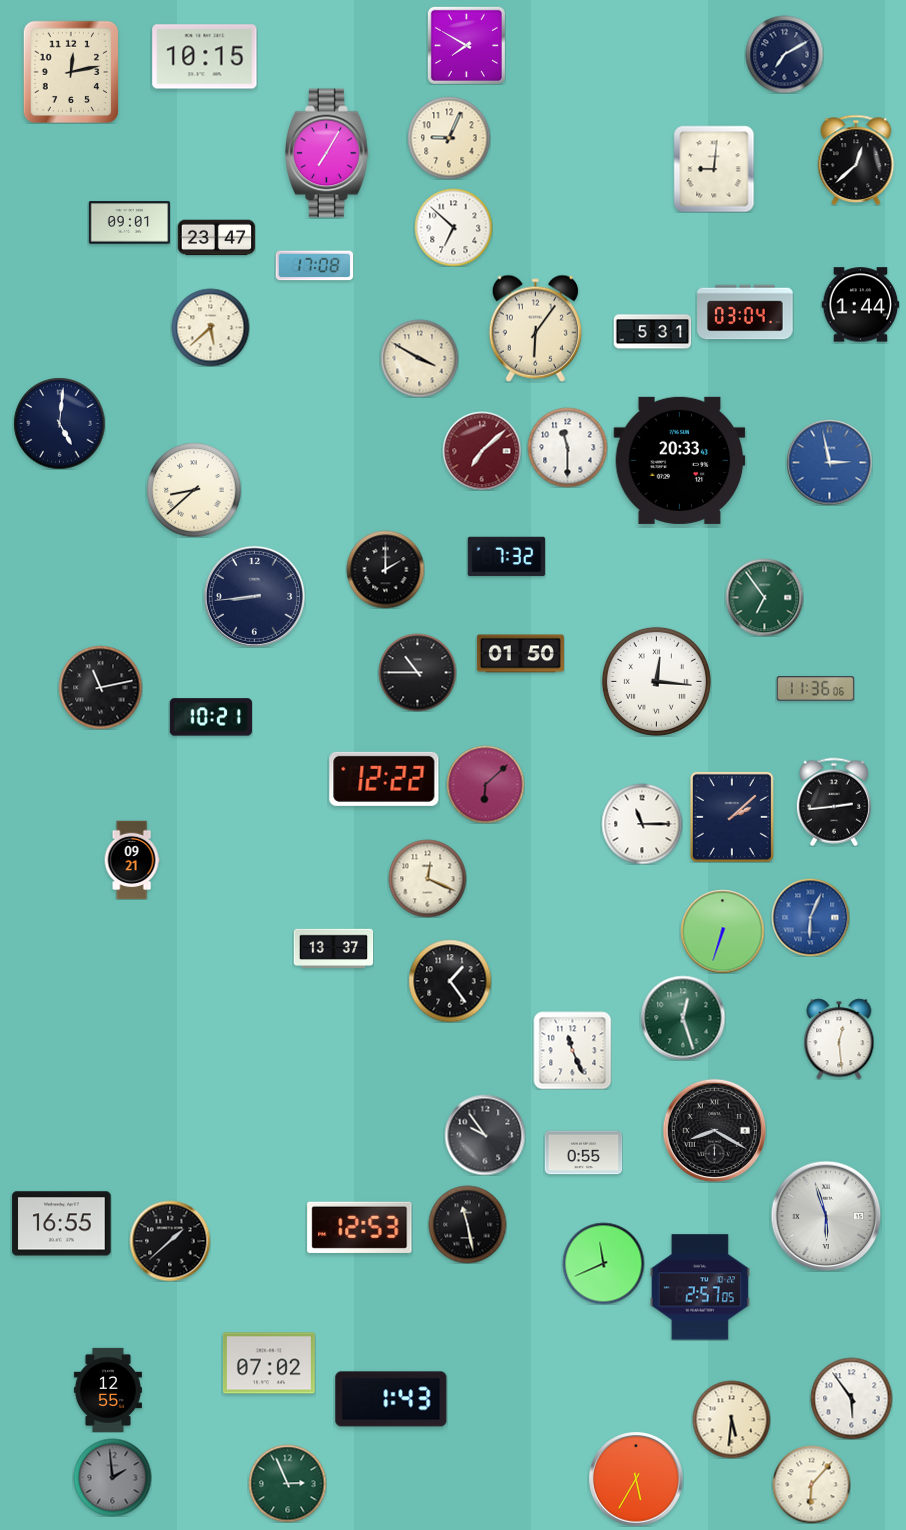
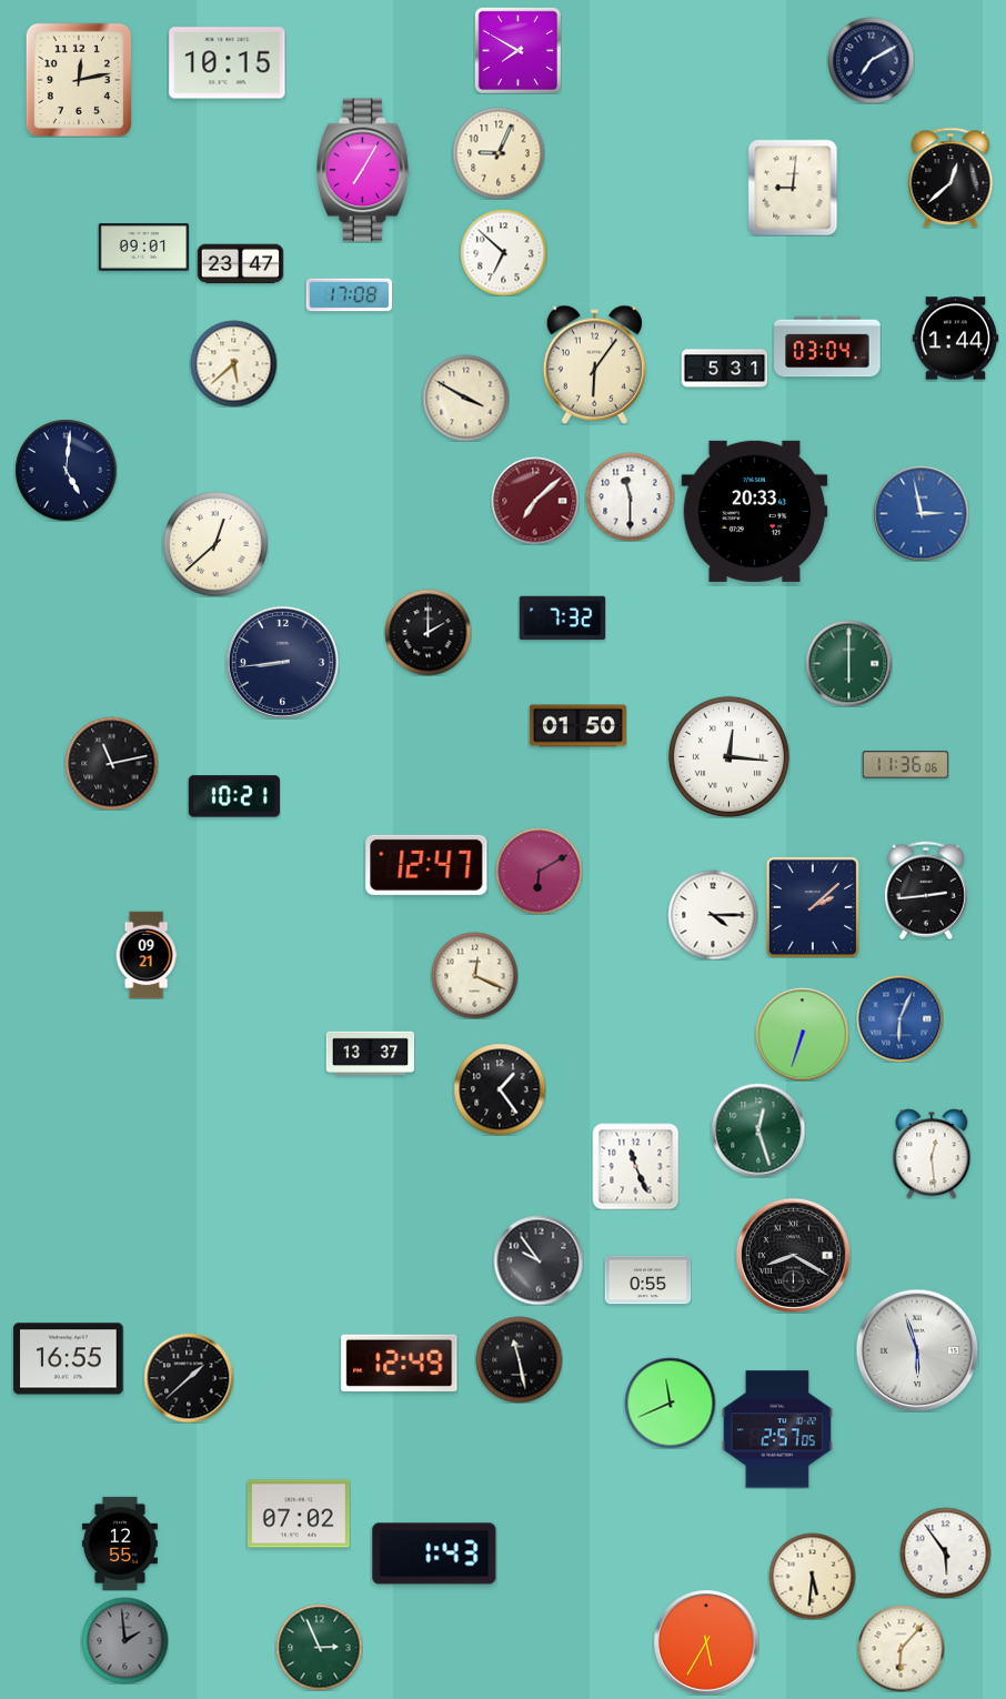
clock at (194, 490): 8:38 -> 12:38
clock at (764, 597): 6:54 -> 6:00
clock at (417, 672): 10:45 -> none
clock at (384, 779): 12:22 -> 12:47
clock at (485, 784): 6:08 -> 6:10
clock at (642, 824): 11:15 -> 4:15
clock at (360, 1227): 12:53 -> 12:49
